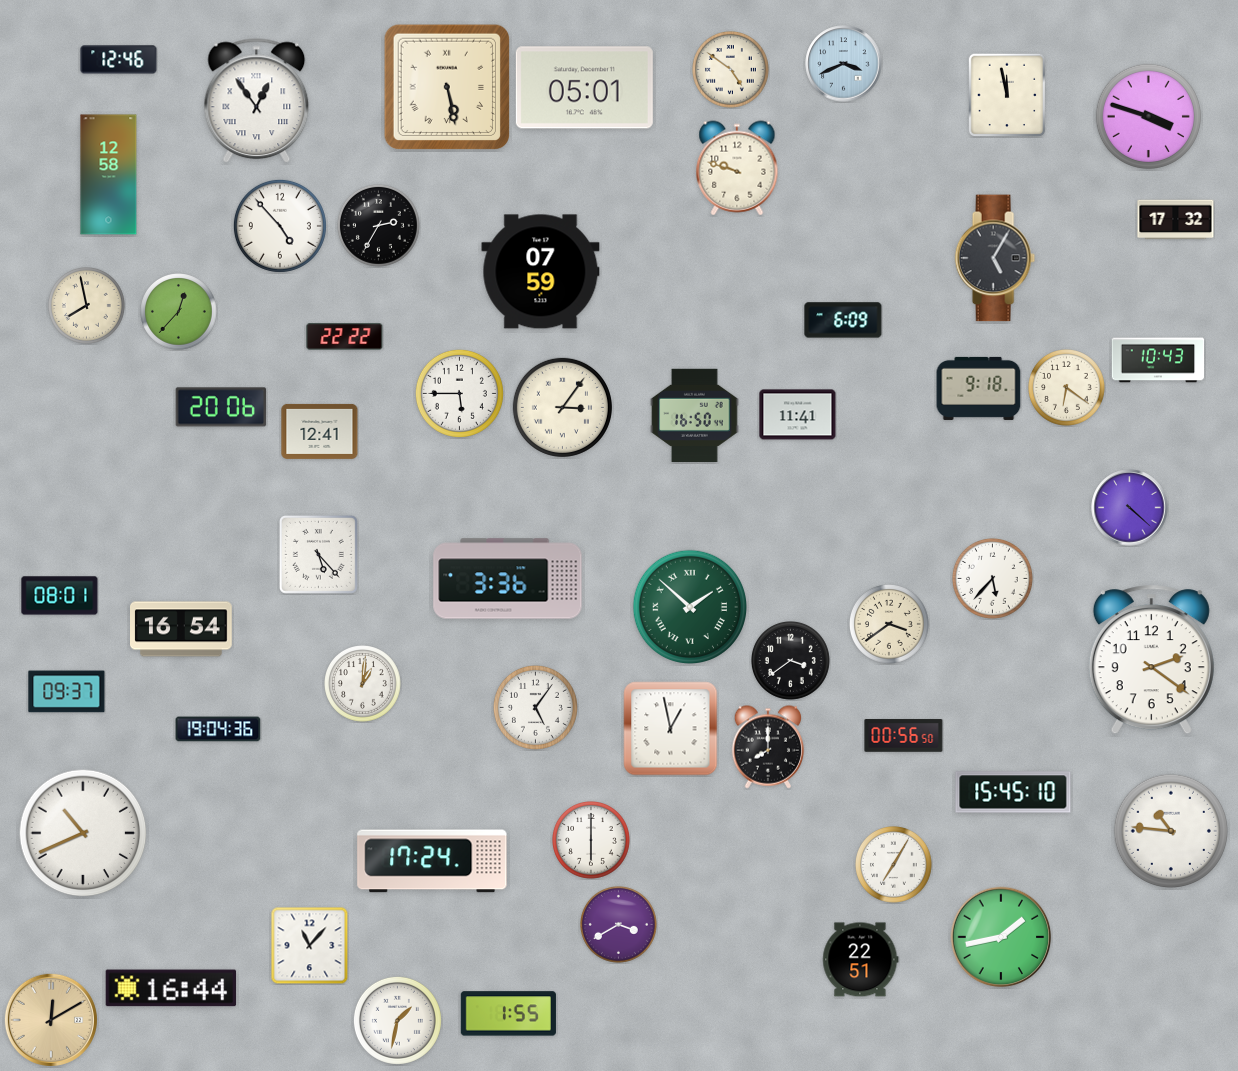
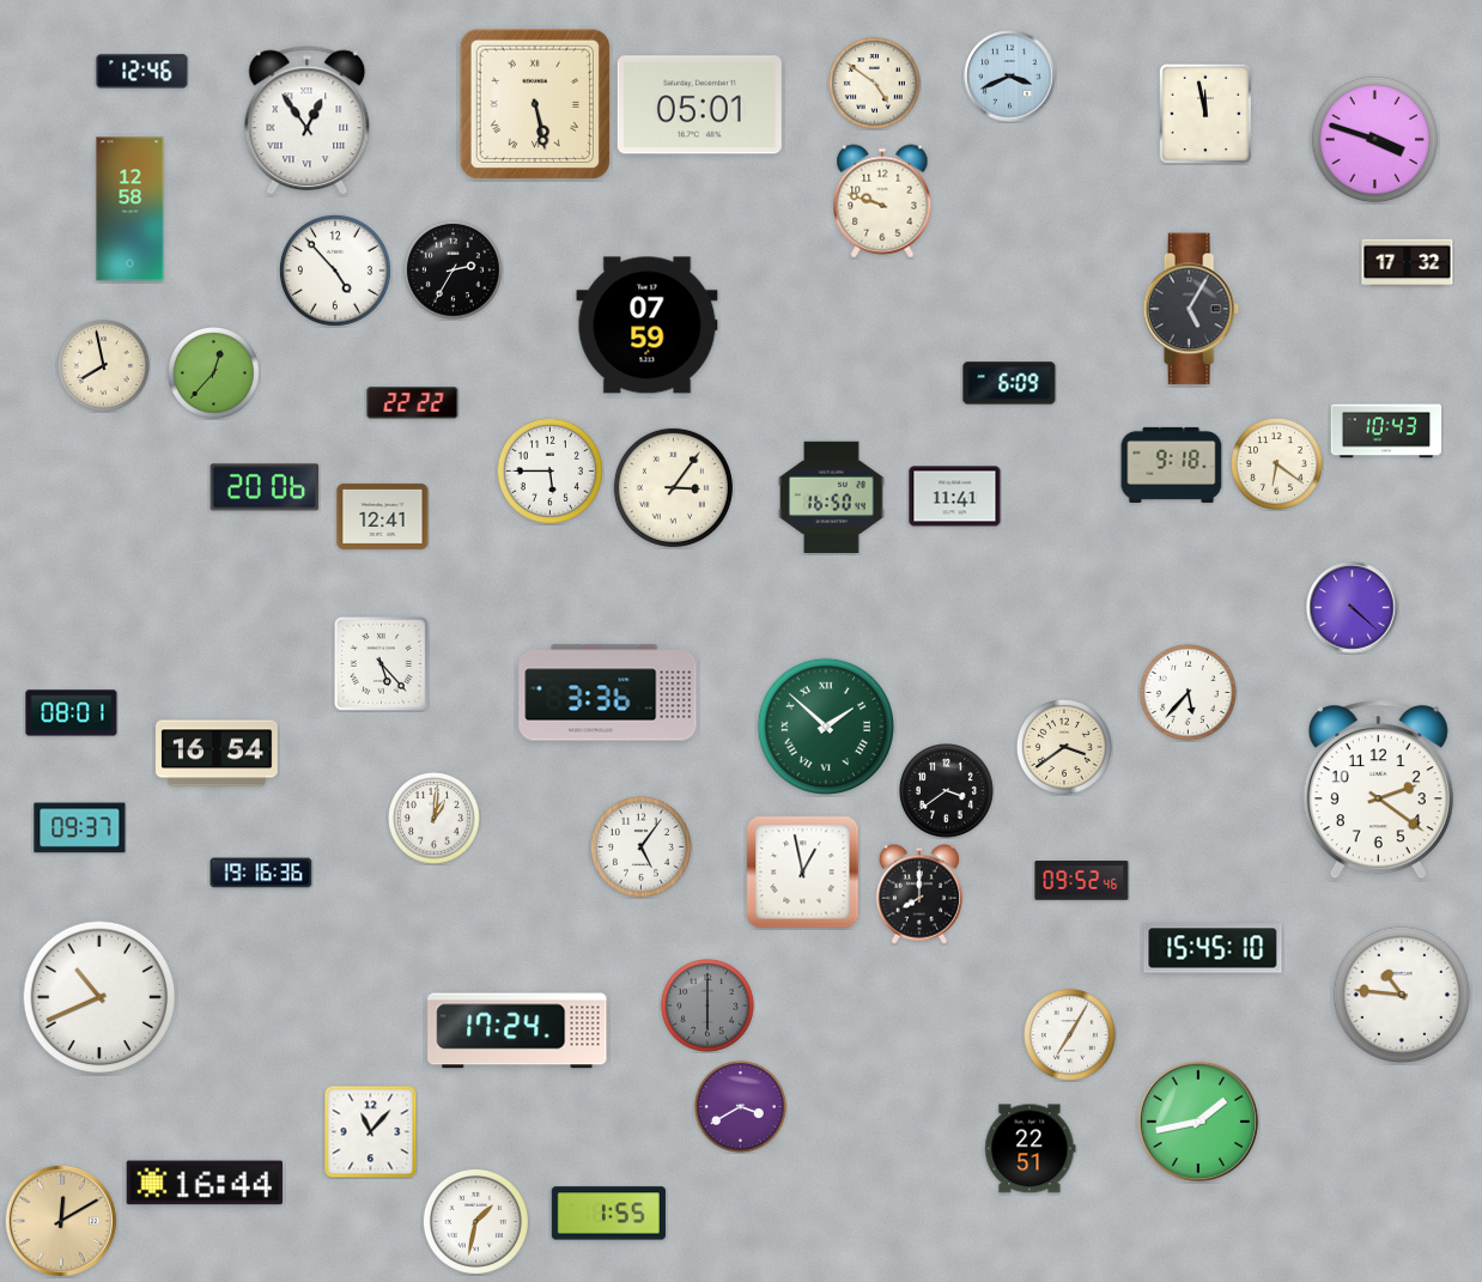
clock at (218, 729): 19:04 -> 19:16
clock at (904, 736): 00:56 -> 09:52
clock at (592, 841) dial: white -> grey
